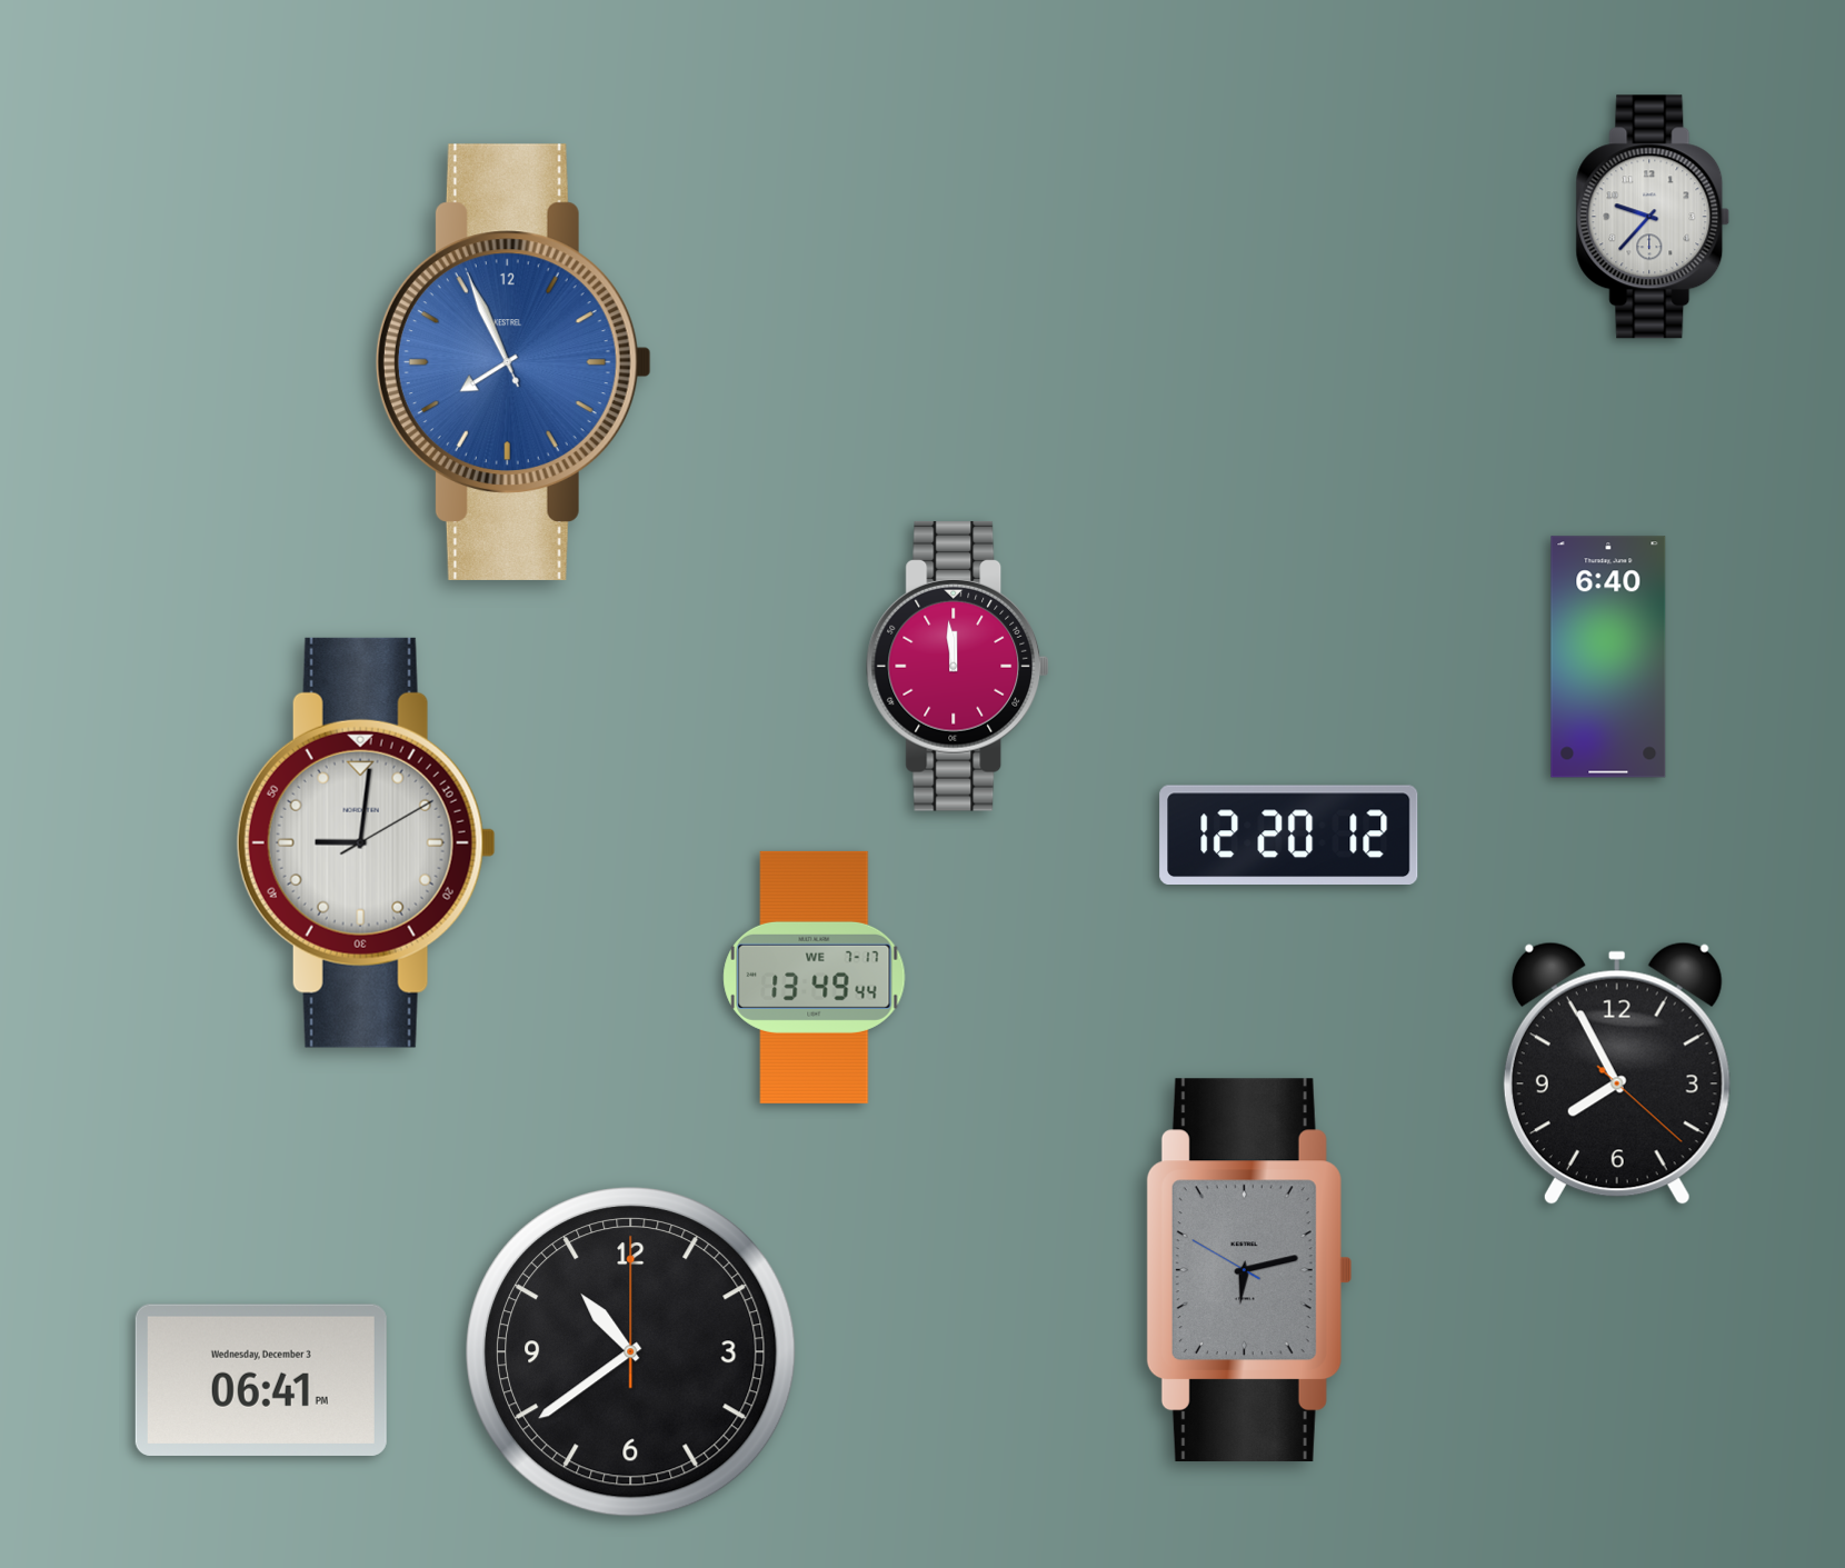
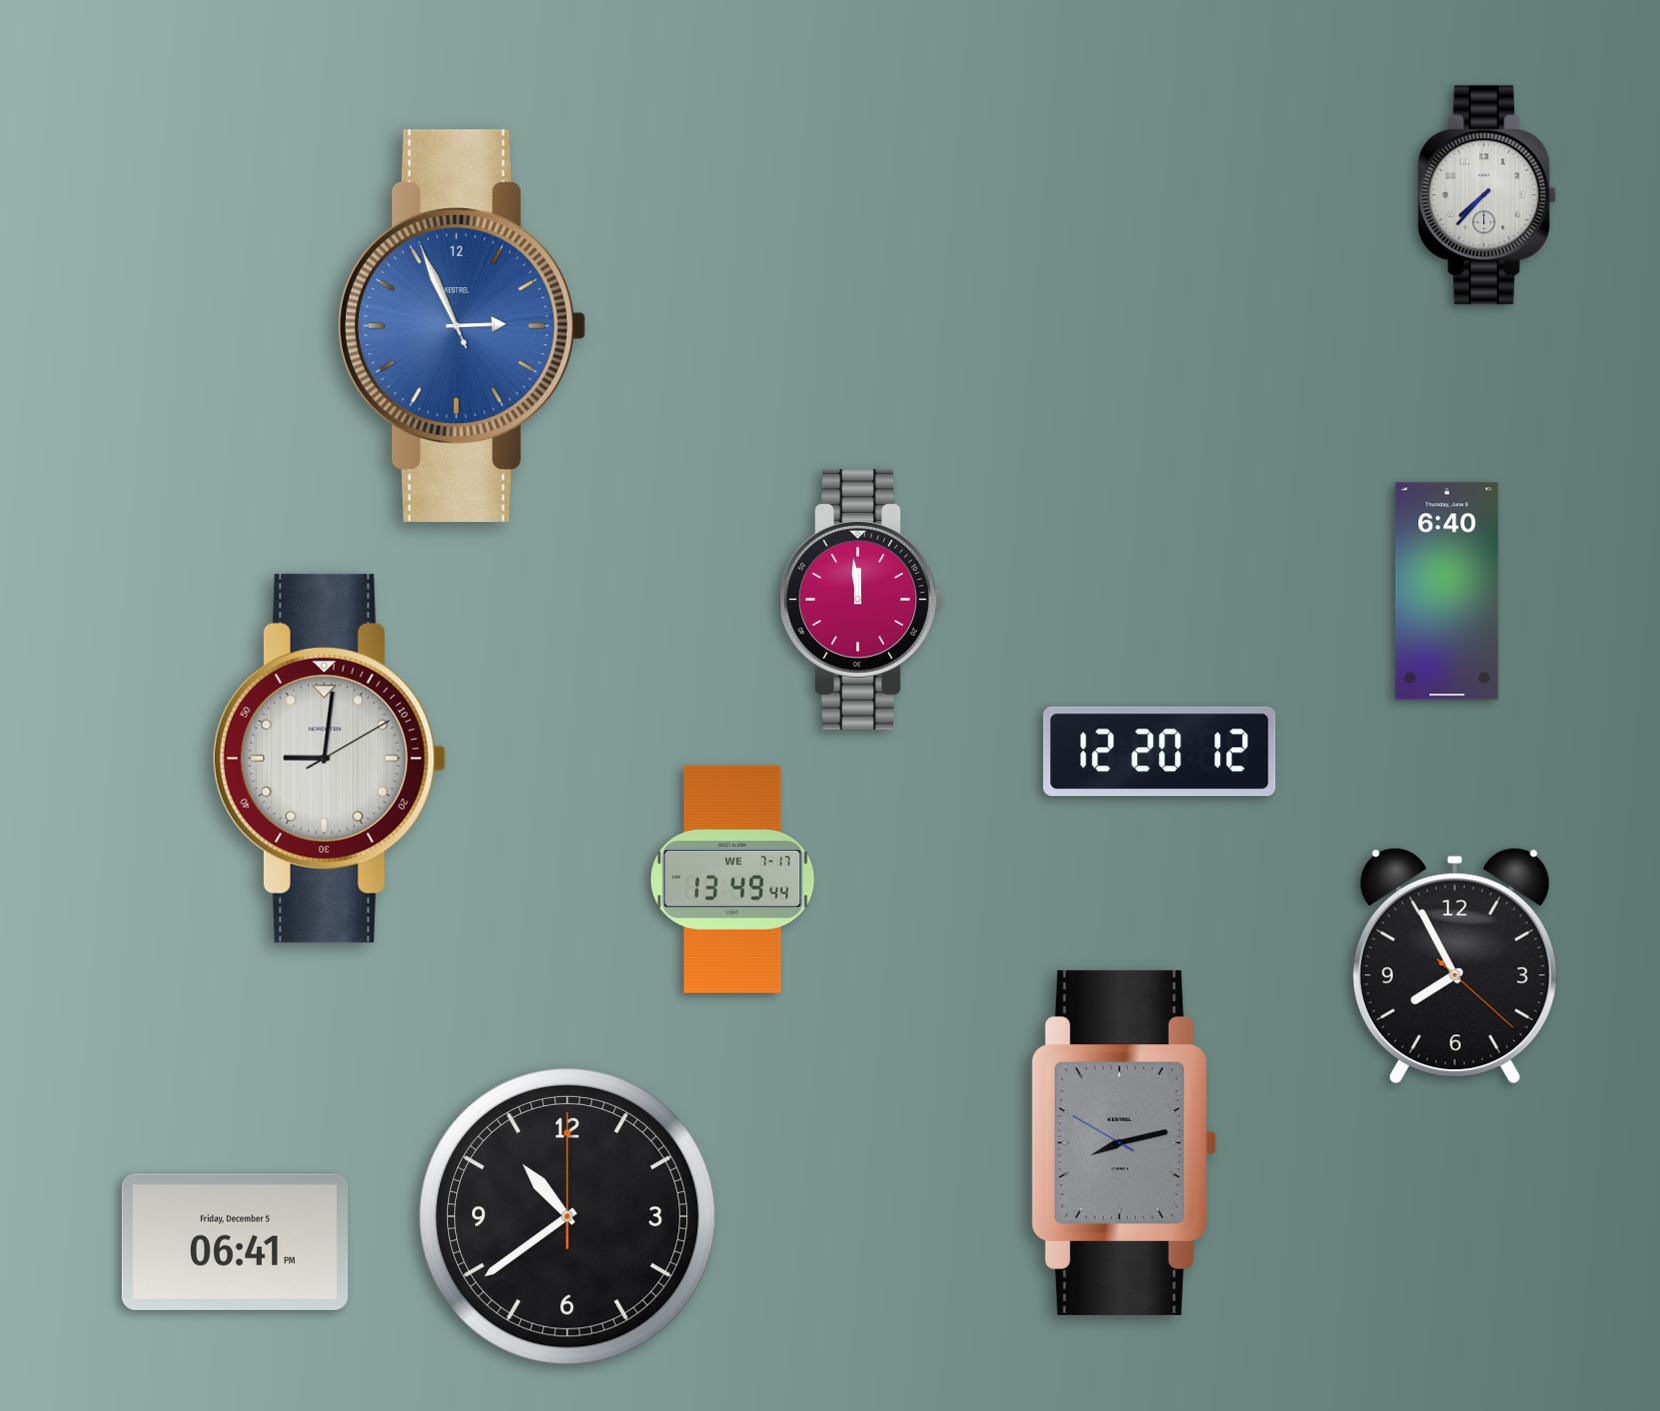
clock at (1653, 217): 9:37 -> 7:37
clock at (513, 362): 7:55 -> 2:55
clock at (1248, 1270): 6:12 -> 8:12
clock at (261, 1380) date: Wednesday, December 3 -> Friday, December 5
